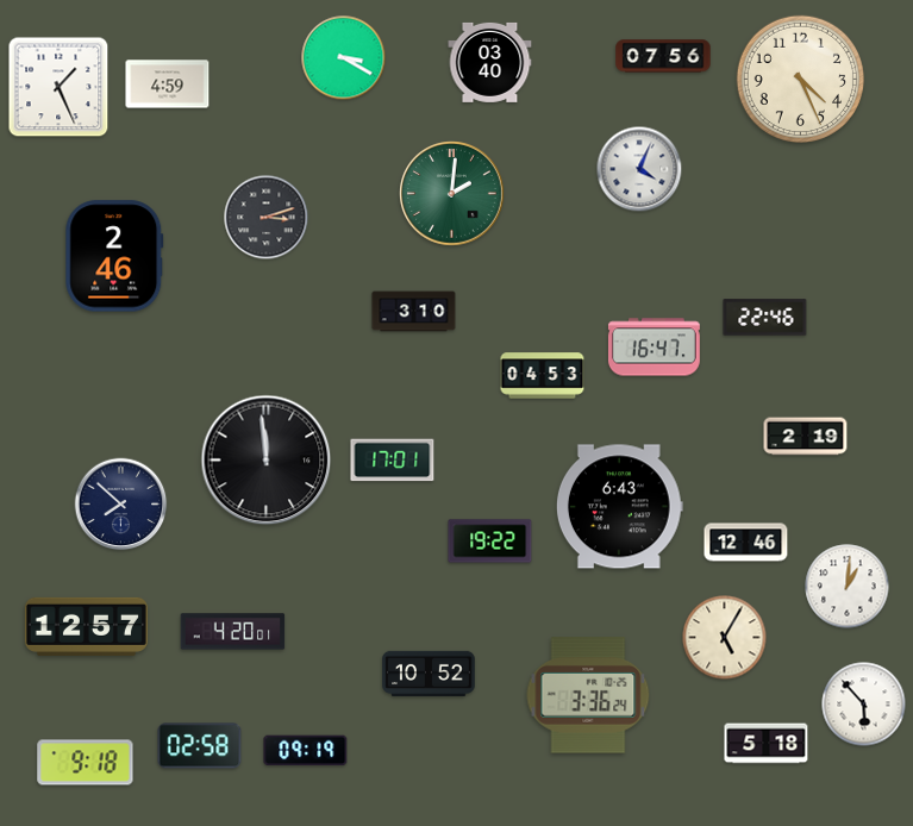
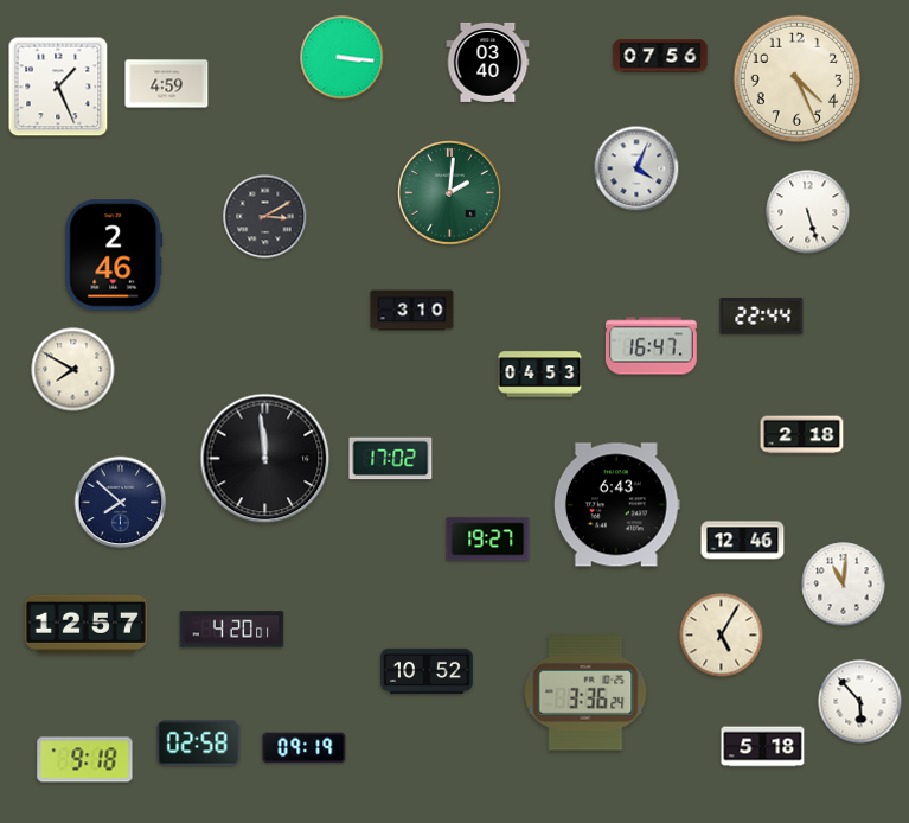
clock at (344, 58): 3:20 -> 3:16
clock at (808, 212): none -> 5:27
clock at (267, 218): 3:12 -> 3:10
clock at (765, 318): 22:46 -> 22:44
clock at (73, 370): none -> 7:50
clock at (806, 437): 2:19 -> 2:18
clock at (393, 461): 17:01 -> 17:02
clock at (490, 542): 19:22 -> 19:27
clock at (848, 587): 1:01 -> 11:01
clock at (767, 744) position: (767, 744) -> (763, 747)
